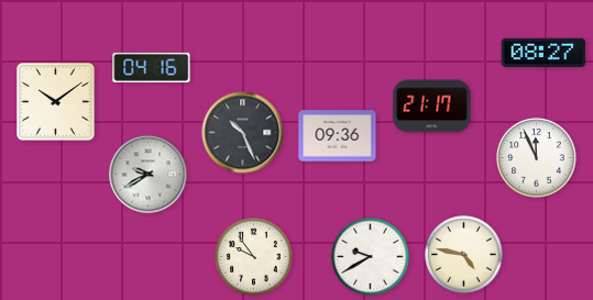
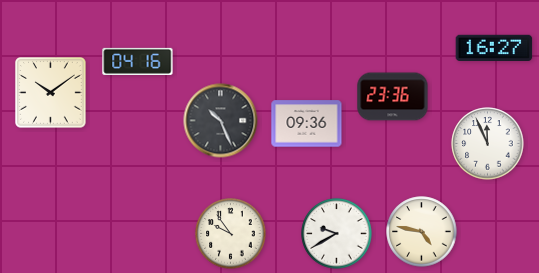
clock at (543, 52): 08:27 -> 16:27
clock at (432, 107): 21:17 -> 23:36
clock at (149, 175): 9:40 -> none
